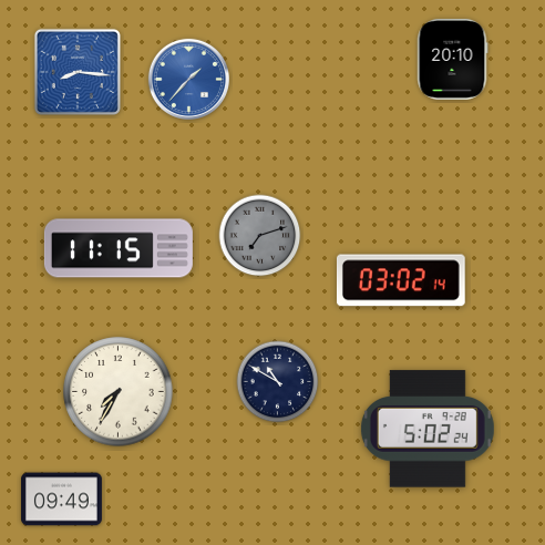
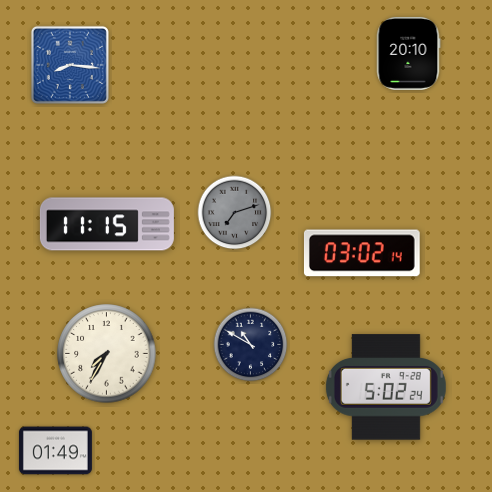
clock at (188, 79): 1:37 -> none
clock at (61, 500): 09:49 -> 01:49
